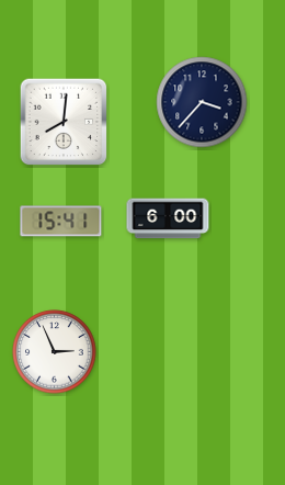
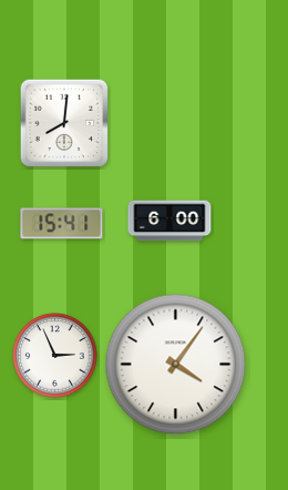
clock at (202, 102): 3:37 -> none
clock at (176, 365): none -> 4:06
